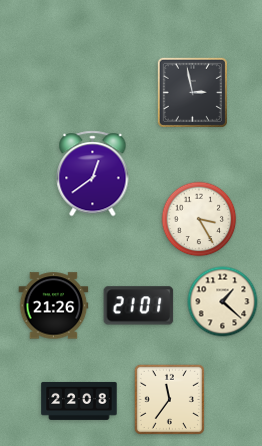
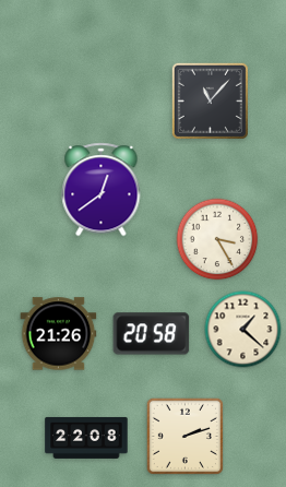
clock at (192, 92): 2:58 -> 11:07
clock at (139, 306): 21:01 -> 20:58
clock at (169, 399): 11:36 -> 2:12
